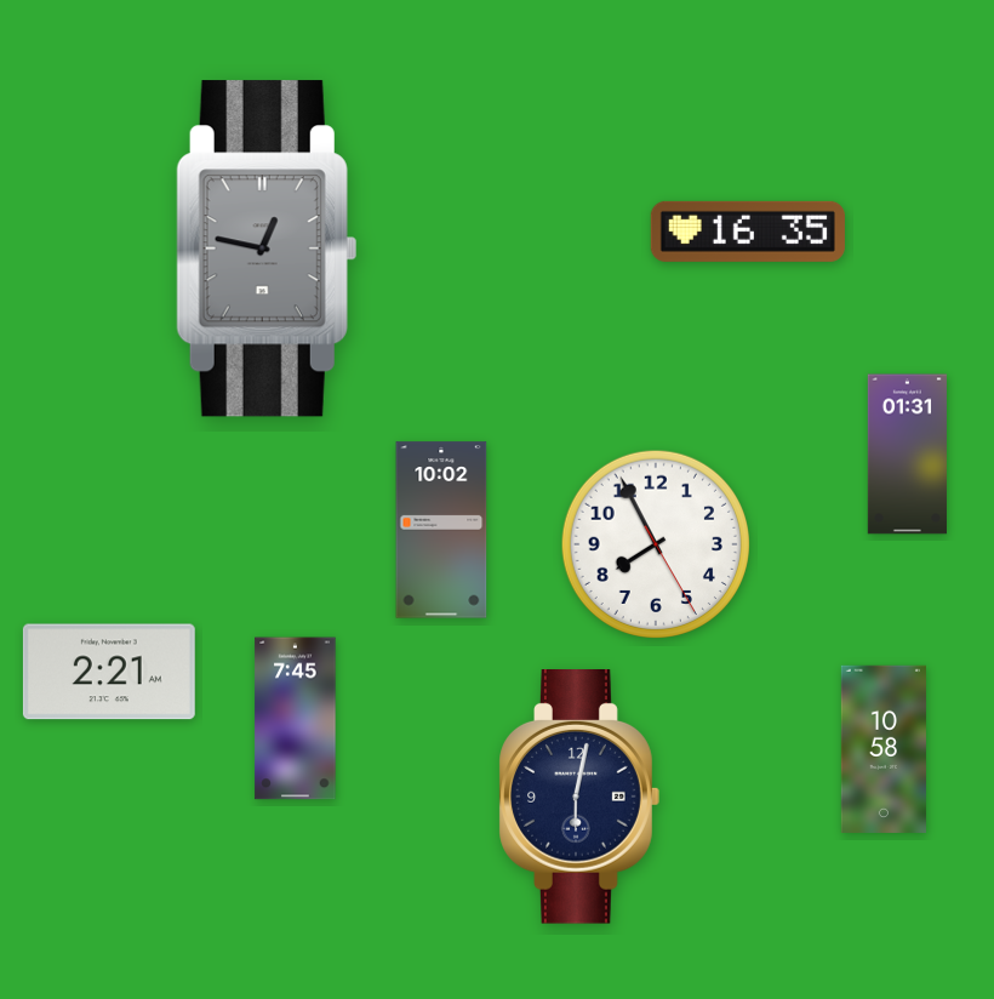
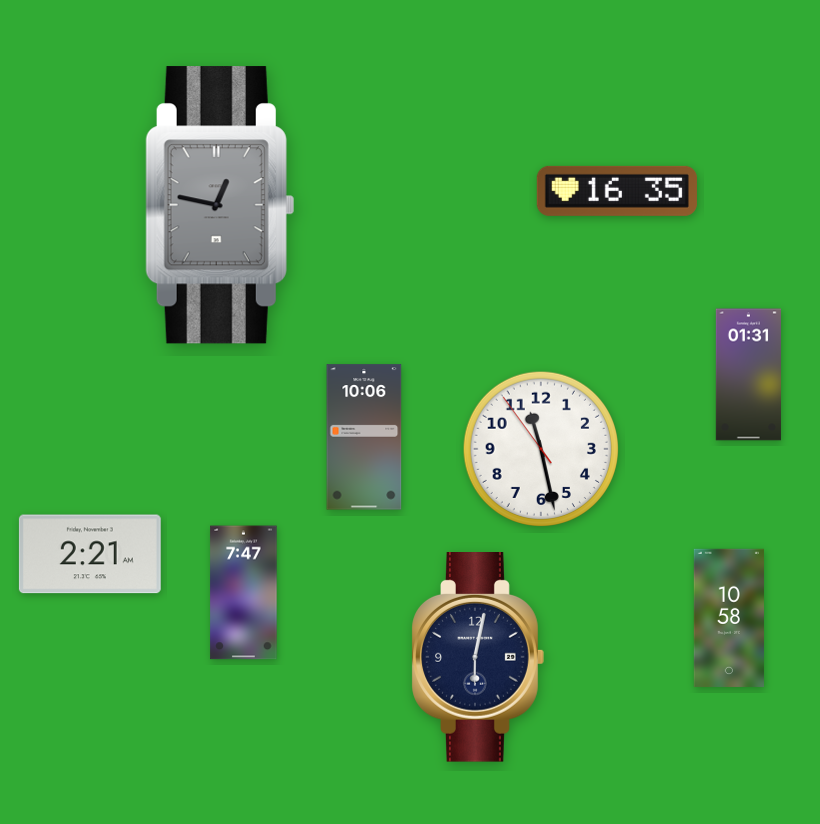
clock at (441, 530): 10:02 -> 10:06
clock at (656, 544): 7:55 -> 11:27
clock at (296, 719): 7:45 -> 7:47
